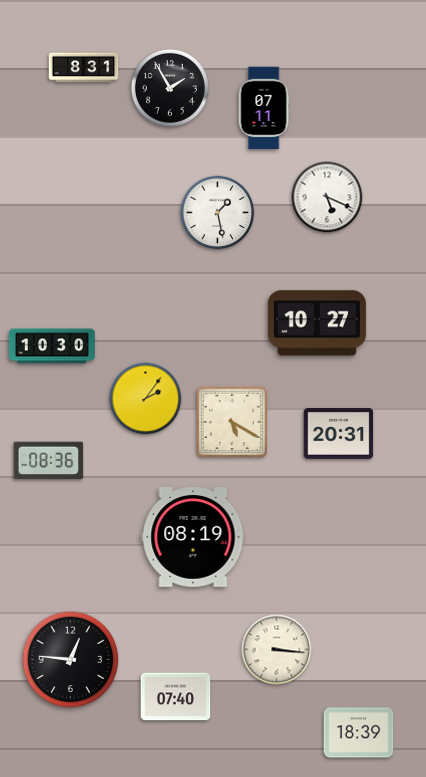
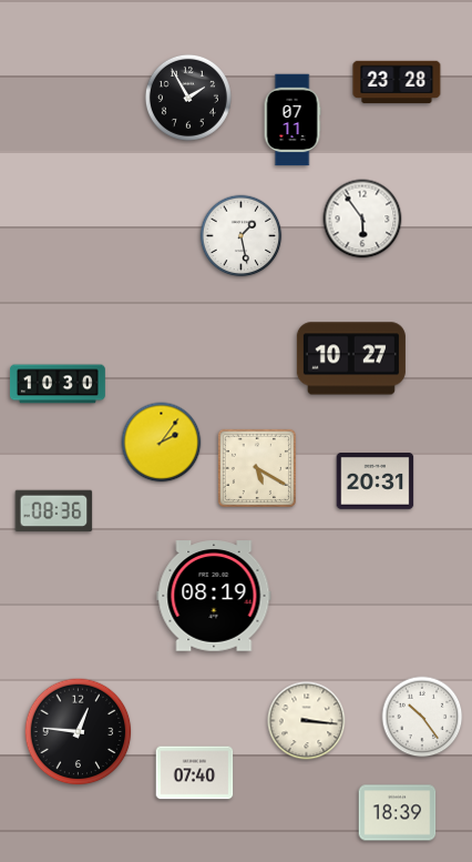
clock at (84, 68): 8:31 -> none
clock at (397, 82): none -> 23:28
clock at (327, 197): 5:19 -> 5:54
clock at (422, 717): none -> 10:24
